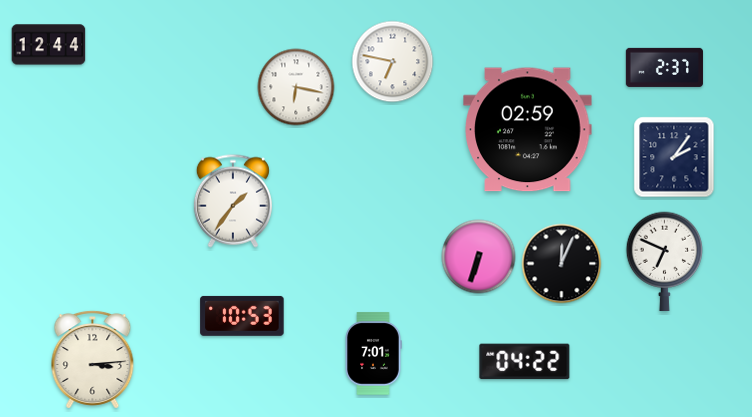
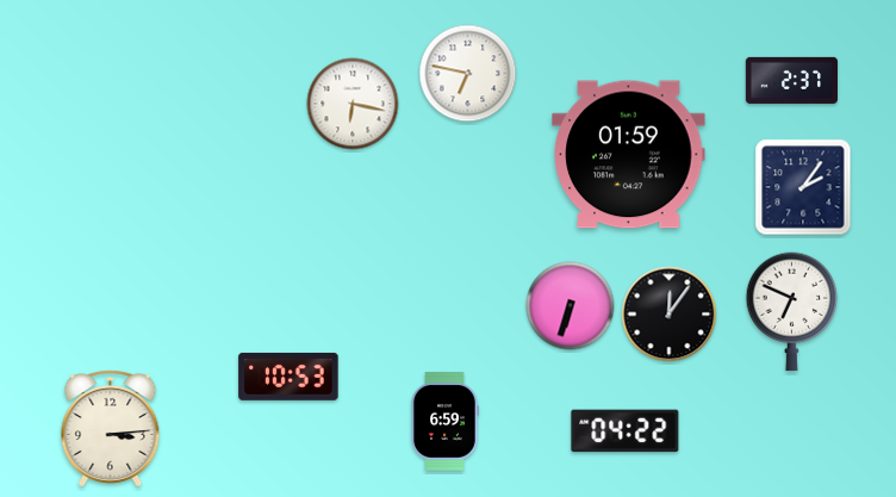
clock at (49, 45): 12:44 -> none
clock at (528, 130): 02:59 -> 01:59
clock at (233, 201): 1:36 -> none
clock at (562, 264): 12:04 -> 12:06
clock at (373, 354): 7:01 -> 6:59
